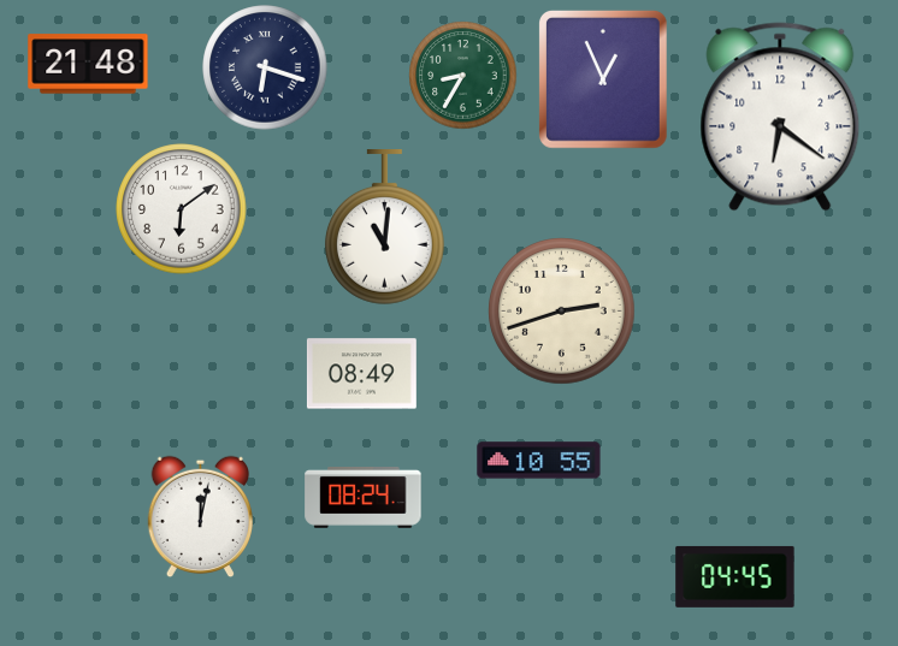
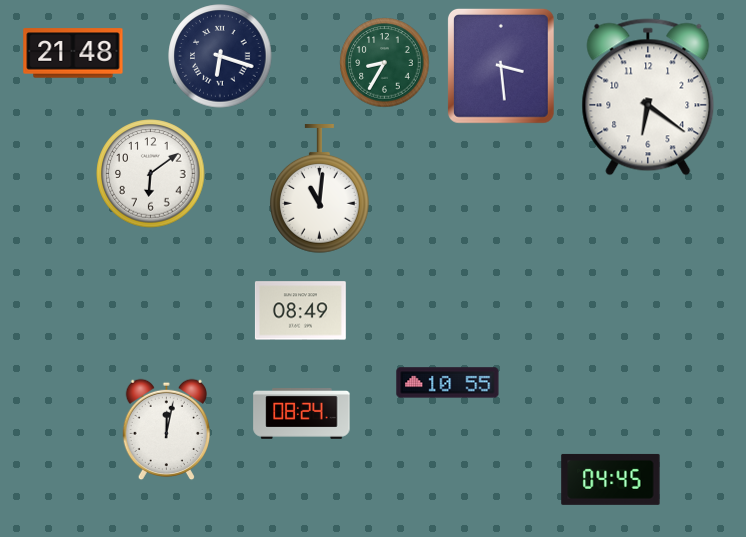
clock at (603, 79): 12:56 -> 3:29
clock at (562, 312): 2:42 -> none
